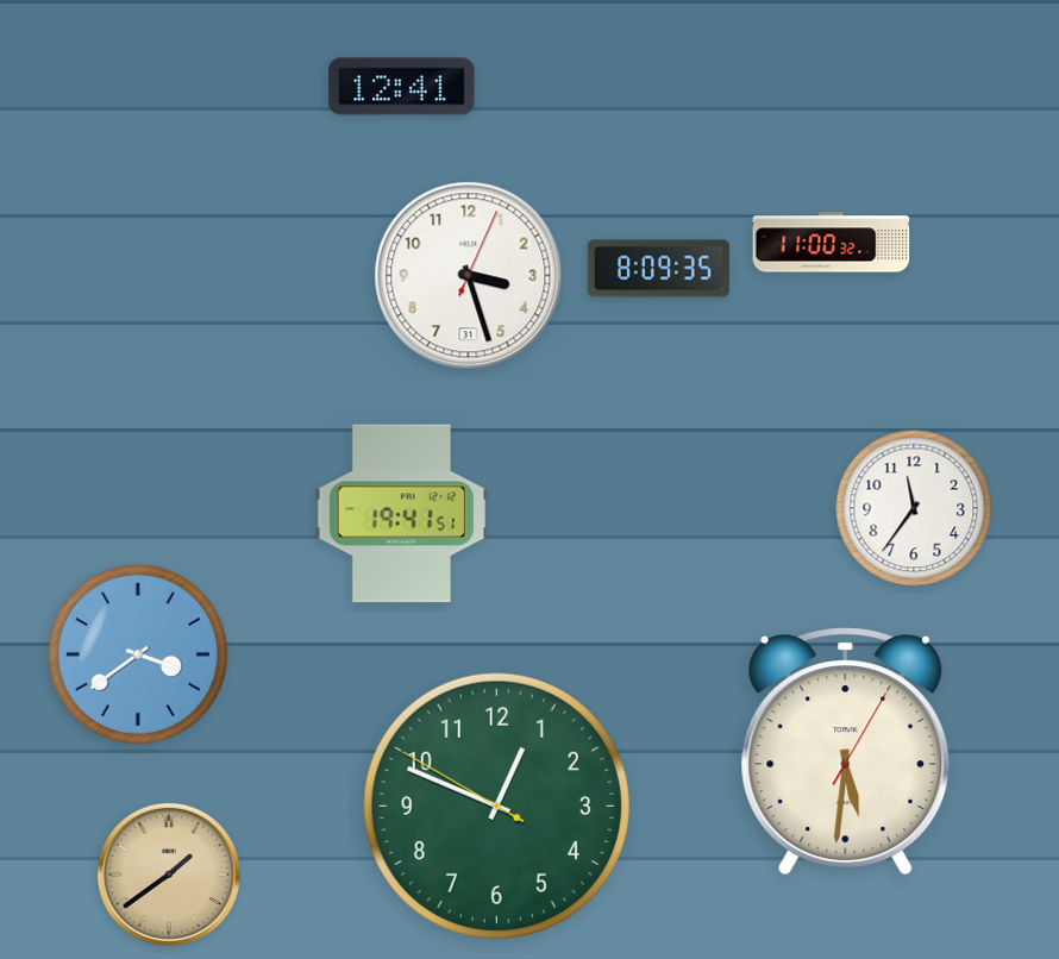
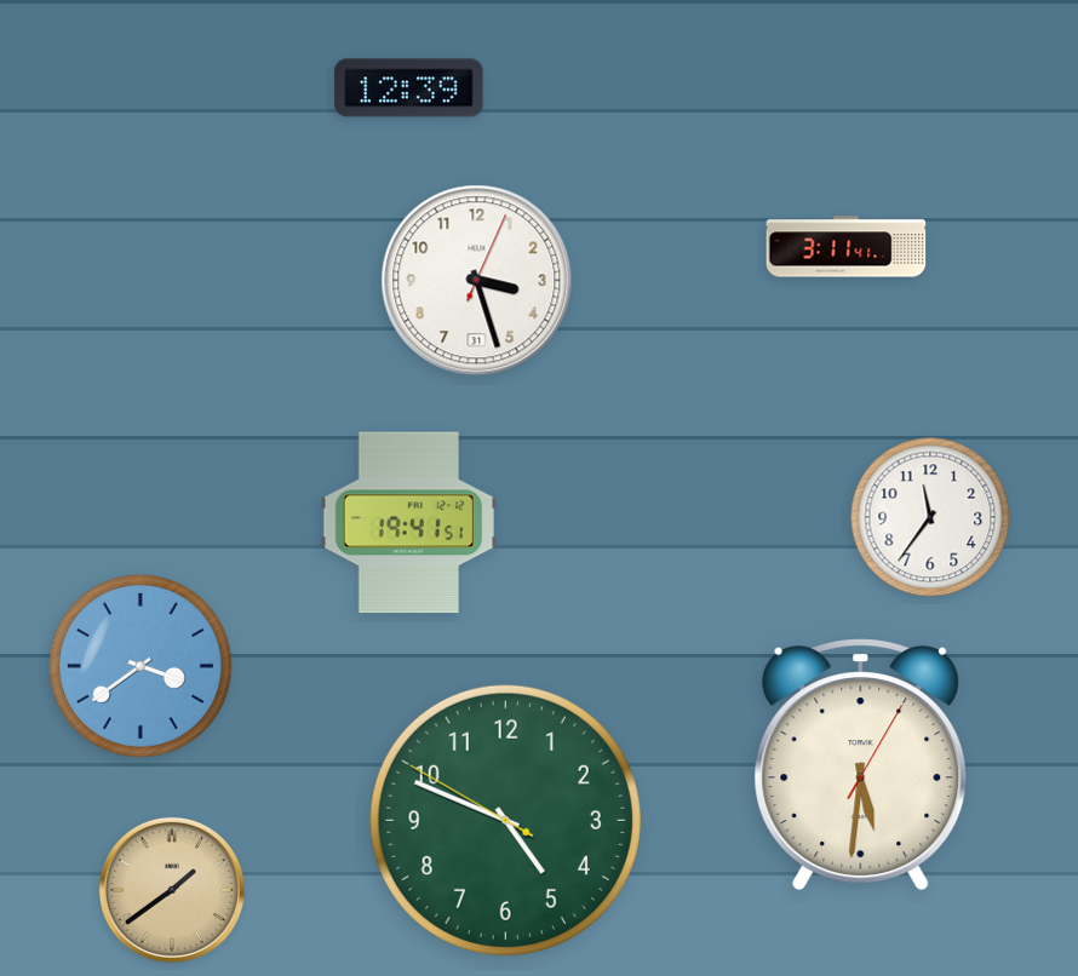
clock at (402, 87): 12:41 -> 12:39
clock at (832, 243): 11:00 -> 3:11
clock at (658, 269): 8:09 -> none
clock at (496, 806): 12:48 -> 4:48
